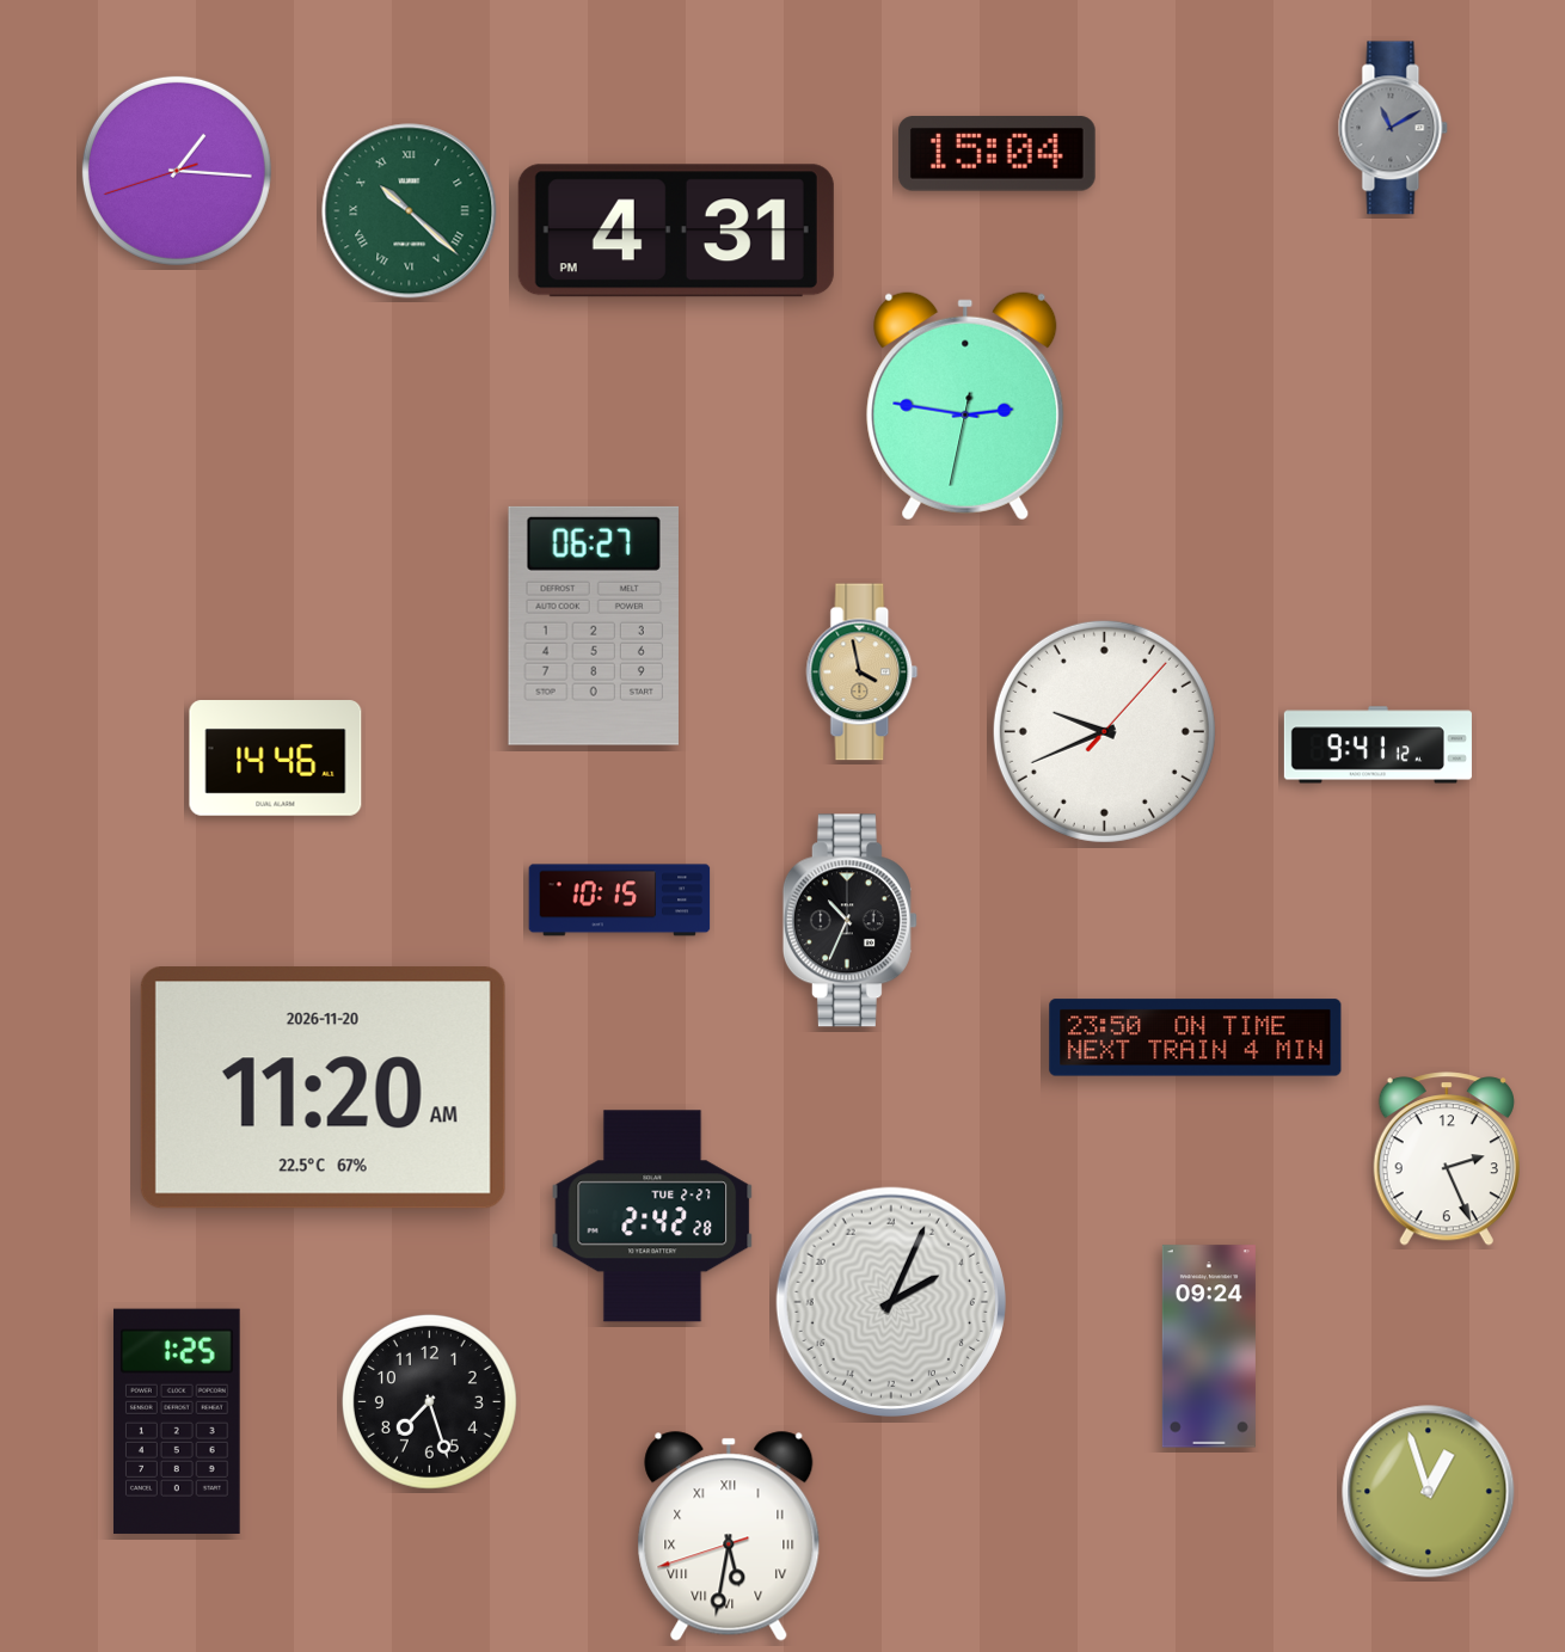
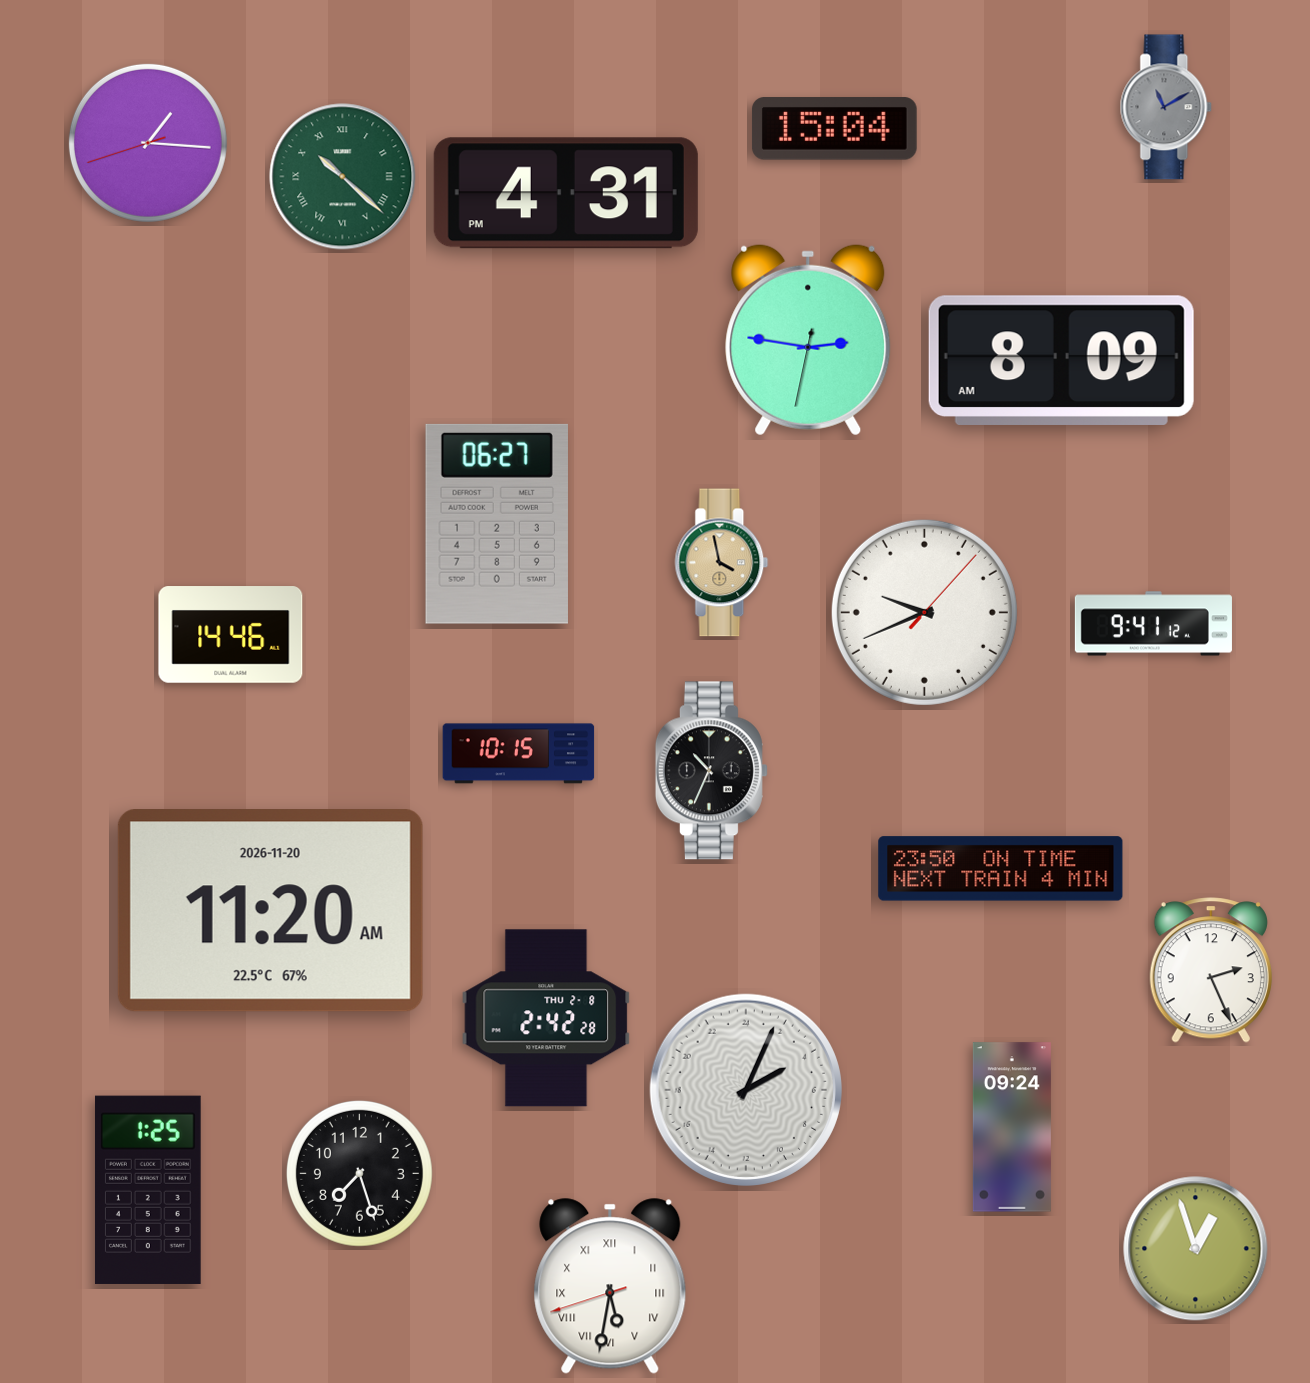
clock at (1061, 360): none -> 8:09
clock at (652, 1216) date: TUE 2-27 -> THU 2-8
